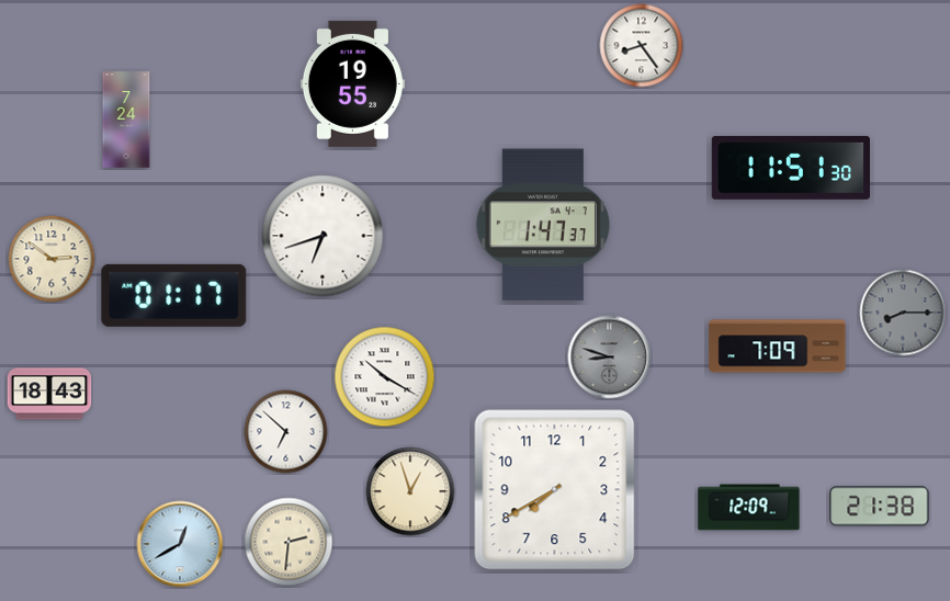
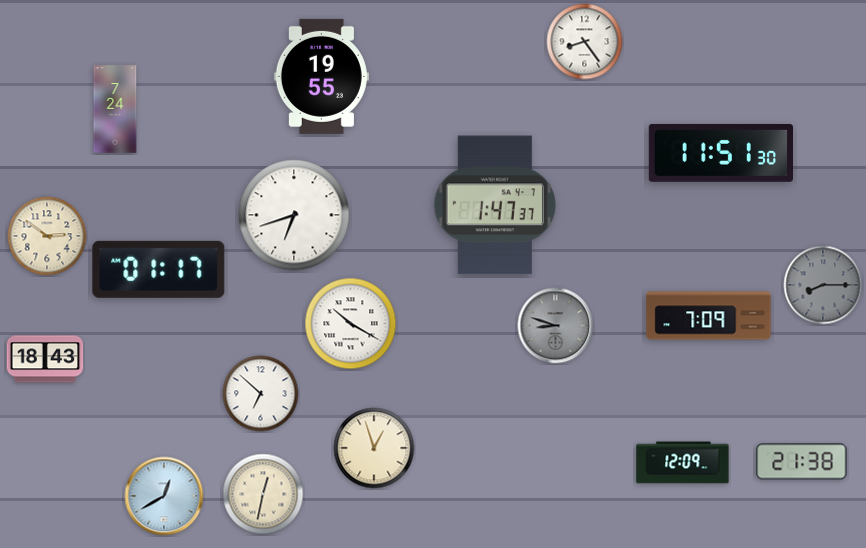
clock at (385, 377) position: (385, 377) -> (351, 324)
clock at (555, 490): 7:40 -> none
clock at (289, 542): 2:31 -> 12:32
